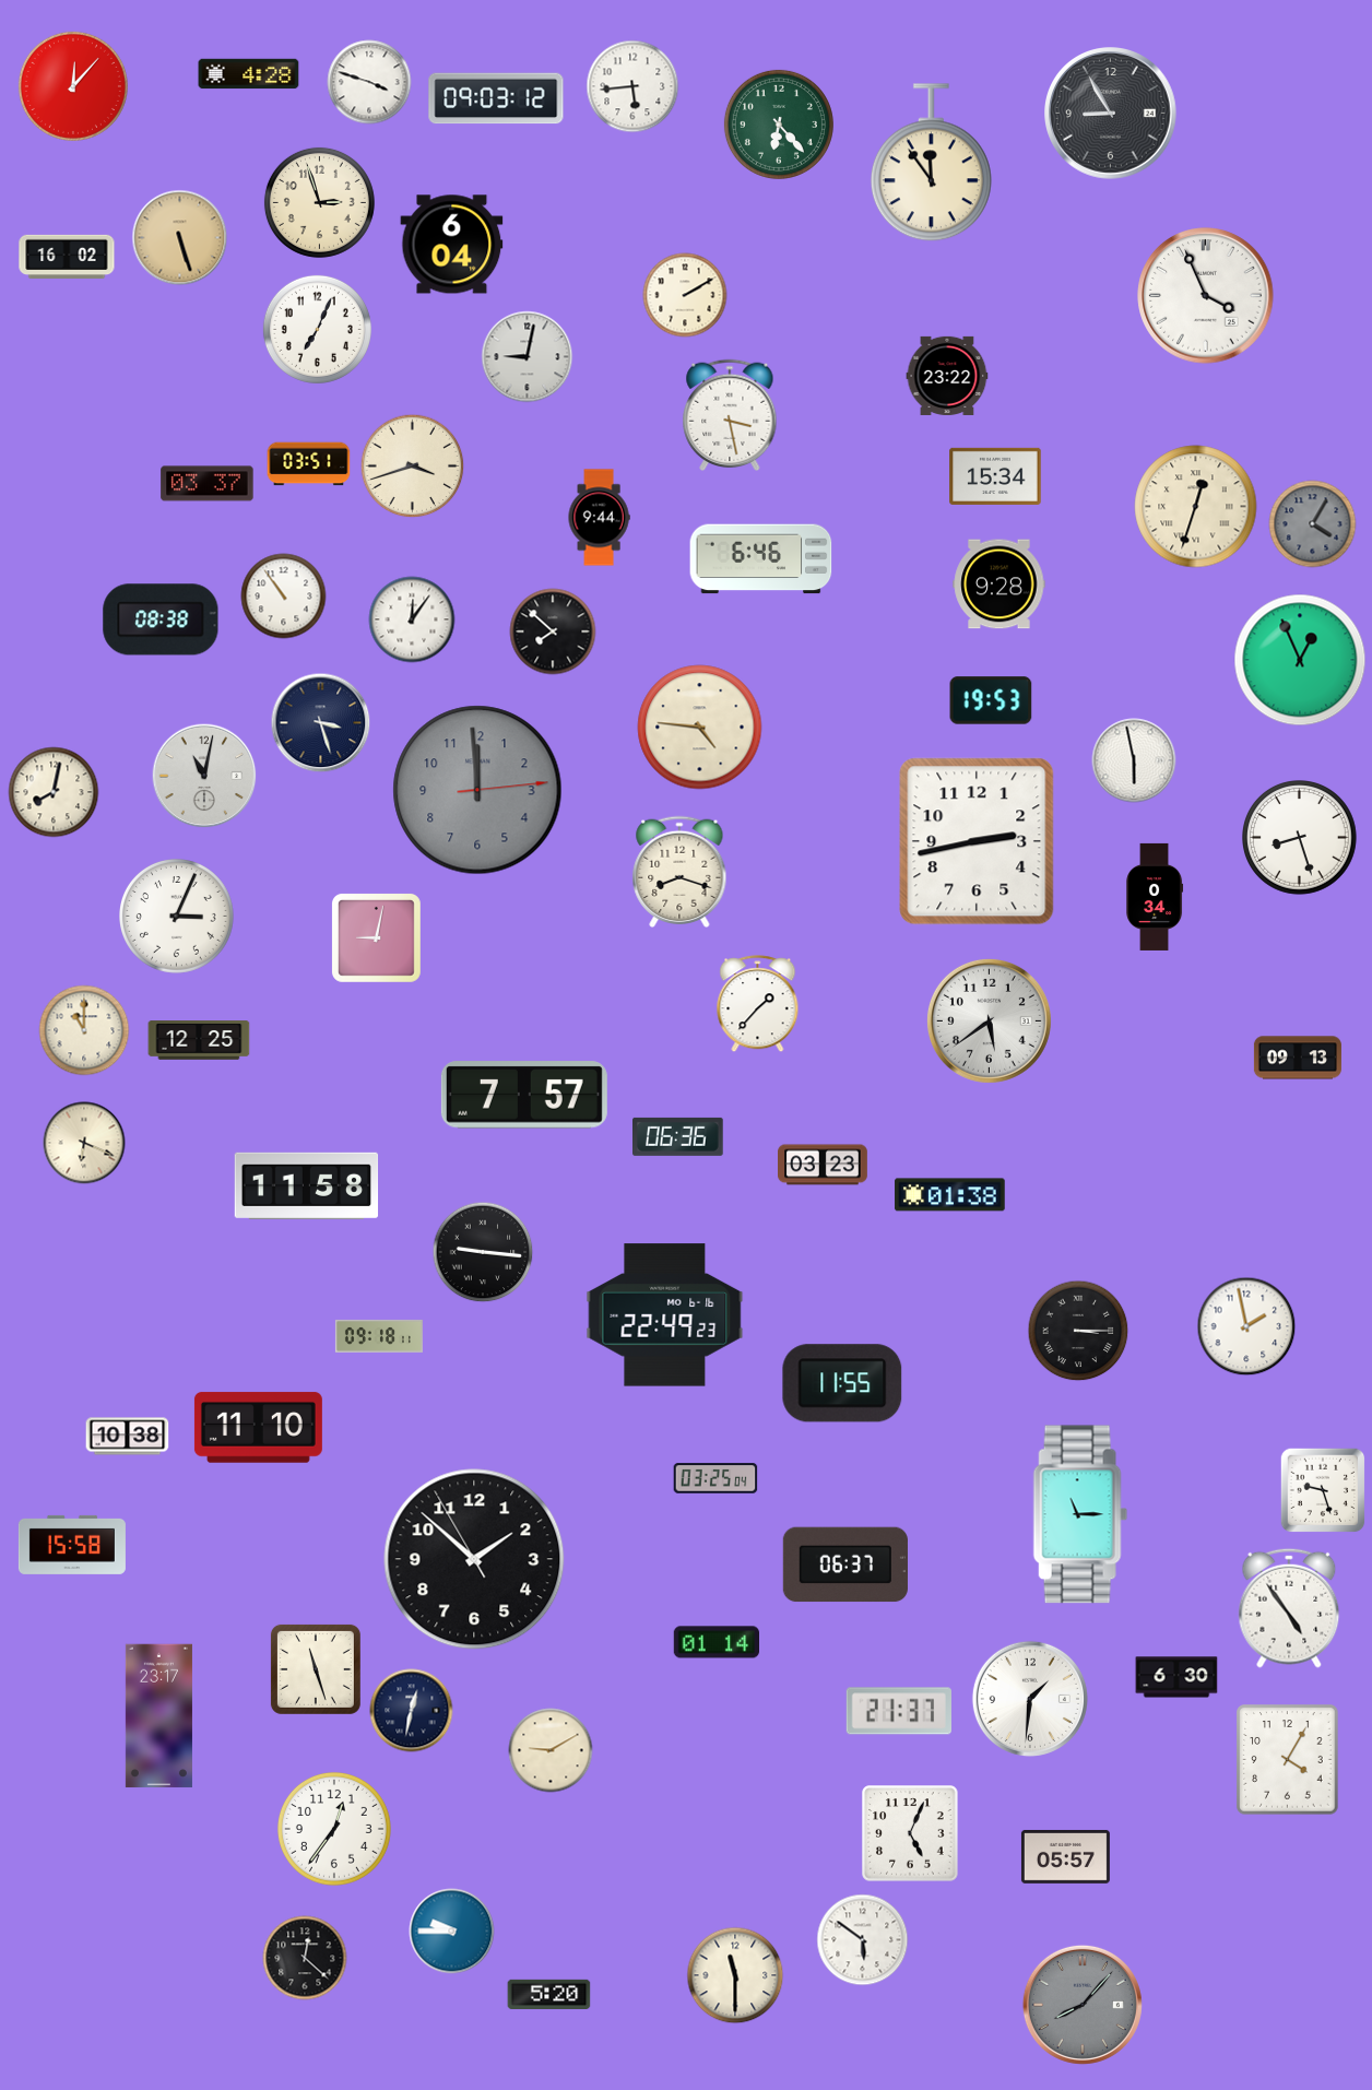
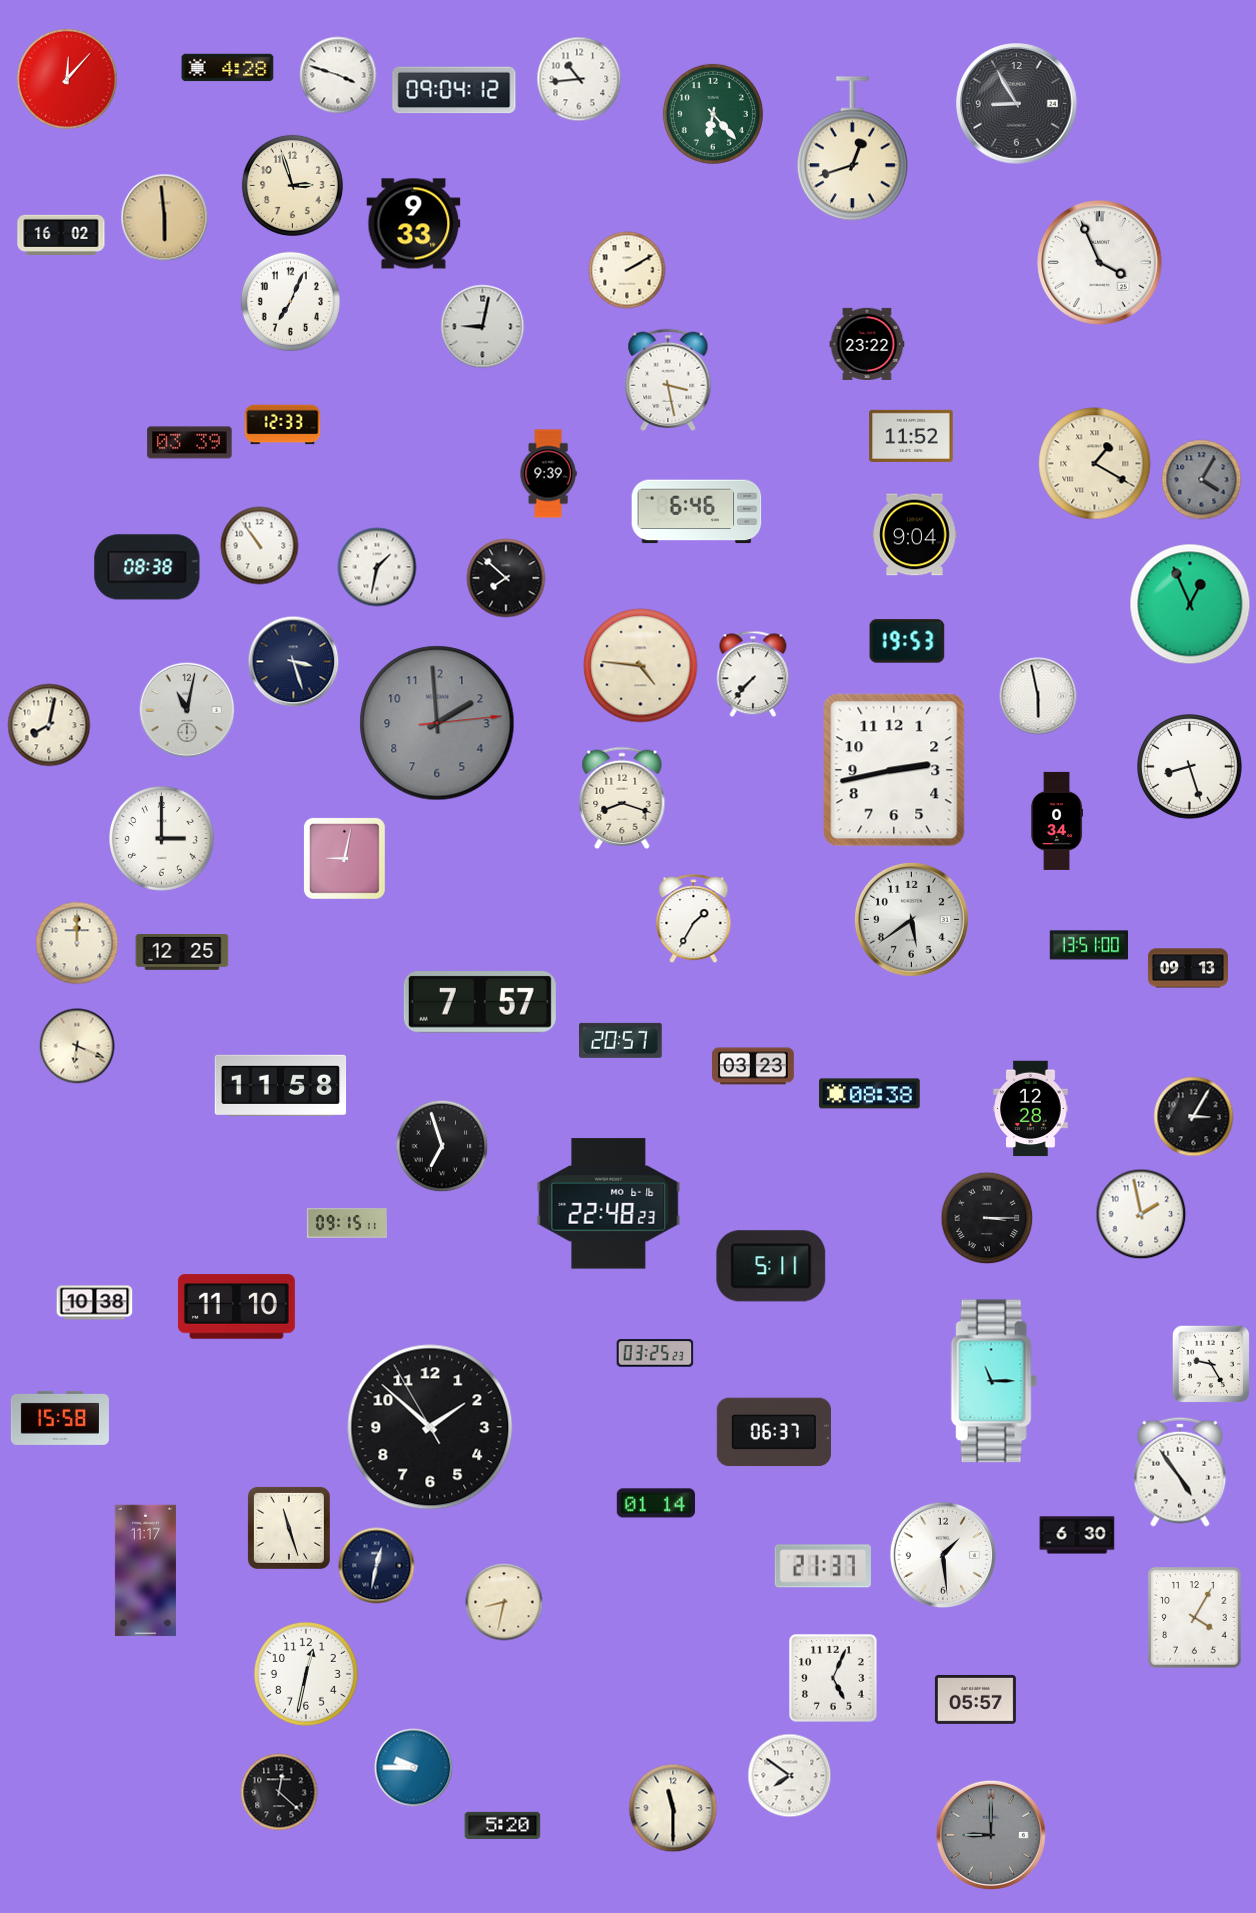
clock at (632, 86): 5:44 -> 10:44
clock at (496, 98): 09:03 -> 09:04
clock at (931, 163): 11:54 -> 12:42
clock at (180, 238): 5:27 -> 5:59
clock at (452, 245): 6:04 -> 9:33
clock at (1206, 296) position: (1206, 296) -> (1100, 263)
clock at (309, 464): 03:51 -> 12:33
clock at (413, 467): 3:42 -> none
clock at (995, 476): 15:34 -> 11:52
clock at (208, 484): 03:37 -> 03:39
clock at (1196, 507): 12:33 -> 1:20
clock at (599, 518): 9:44 -> 9:39
clock at (1000, 585): 9:28 -> 9:04
clock at (412, 619): 12:06 -> 1:32
clock at (753, 674): none -> 7:37
clock at (477, 790): 11:59 -> 1:59
clock at (177, 917): 3:04 -> 3:00
clock at (758, 1004): 1:37 -> 1:35
clock at (989, 1020) position: (989, 1020) -> (911, 919)
clock at (84, 1030): 11:00 -> 12:00
clock at (1089, 945): none -> 13:51
clock at (678, 1136): 06:36 -> 20:57
clock at (950, 1195): 01:38 -> 08:38
clock at (1031, 1109): none -> 12:28
clock at (1194, 1117): none -> 3:05
clock at (483, 1252): 9:16 -> 6:57
clock at (665, 1315): 22:49 -> 22:48
clock at (379, 1336): 09:18 -> 09:15
clock at (842, 1383): 11:55 -> 5:11
clock at (128, 1437) position: (128, 1437) -> (95, 1303)
clock at (715, 1478): 03:25:04 -> 03:25:23
clock at (1323, 1490): 9:27 -> 9:25
clock at (1080, 1514) position: (1080, 1514) -> (994, 1381)
clock at (72, 1545) position: (72, 1545) -> (60, 1418)
clock at (474, 1559) position: (474, 1559) -> (430, 1427)
clock at (1030, 1699): 1:31 -> 1:29
clock at (158, 1716): 23:17 -> 11:17
clock at (551, 1750): 9:10 -> 8:32
clock at (1288, 1760) position: (1288, 1760) -> (1195, 1618)
clock at (334, 1829): 12:36 -> 12:32
clock at (863, 1940): 5:51 -> 7:51
clock at (1083, 2005): 8:07 -> 9:00
